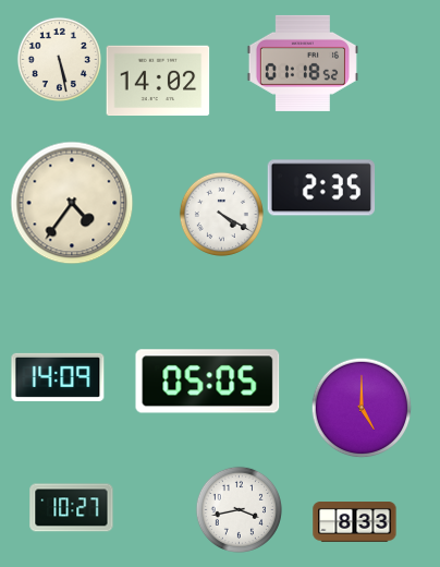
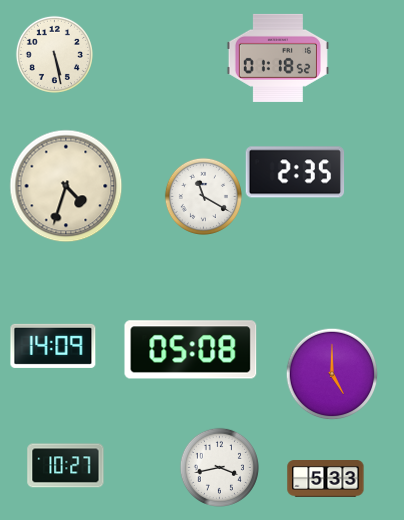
clock at (158, 81): 14:02 -> none
clock at (72, 203): 4:36 -> 4:33
clock at (221, 214): 4:20 -> 11:20
clock at (208, 382): 05:05 -> 05:08
clock at (355, 522): 8:33 -> 5:33
